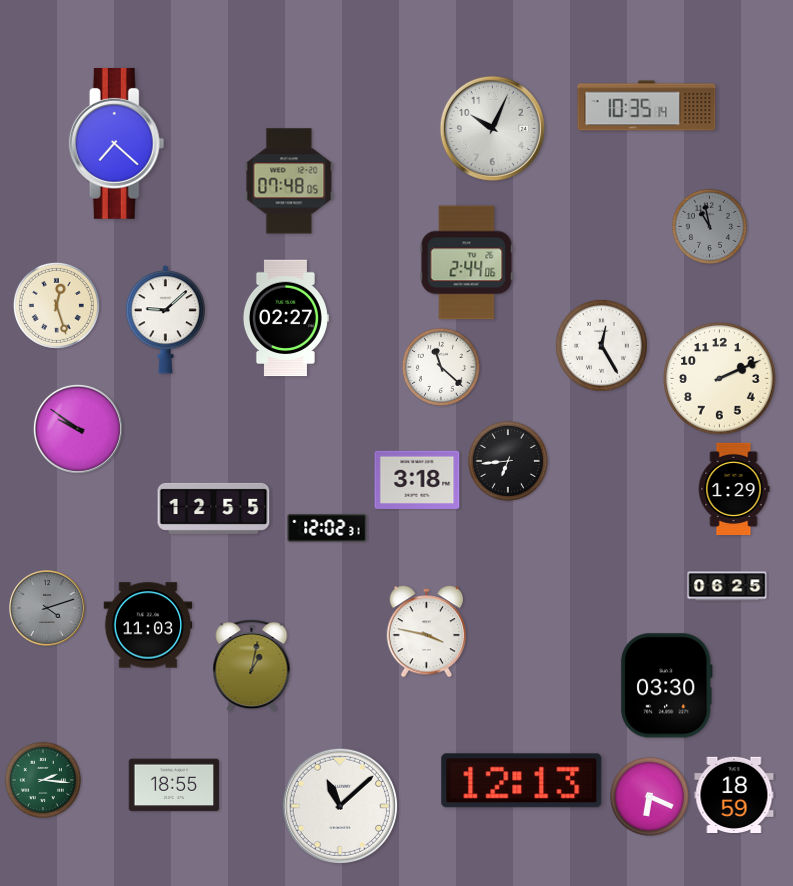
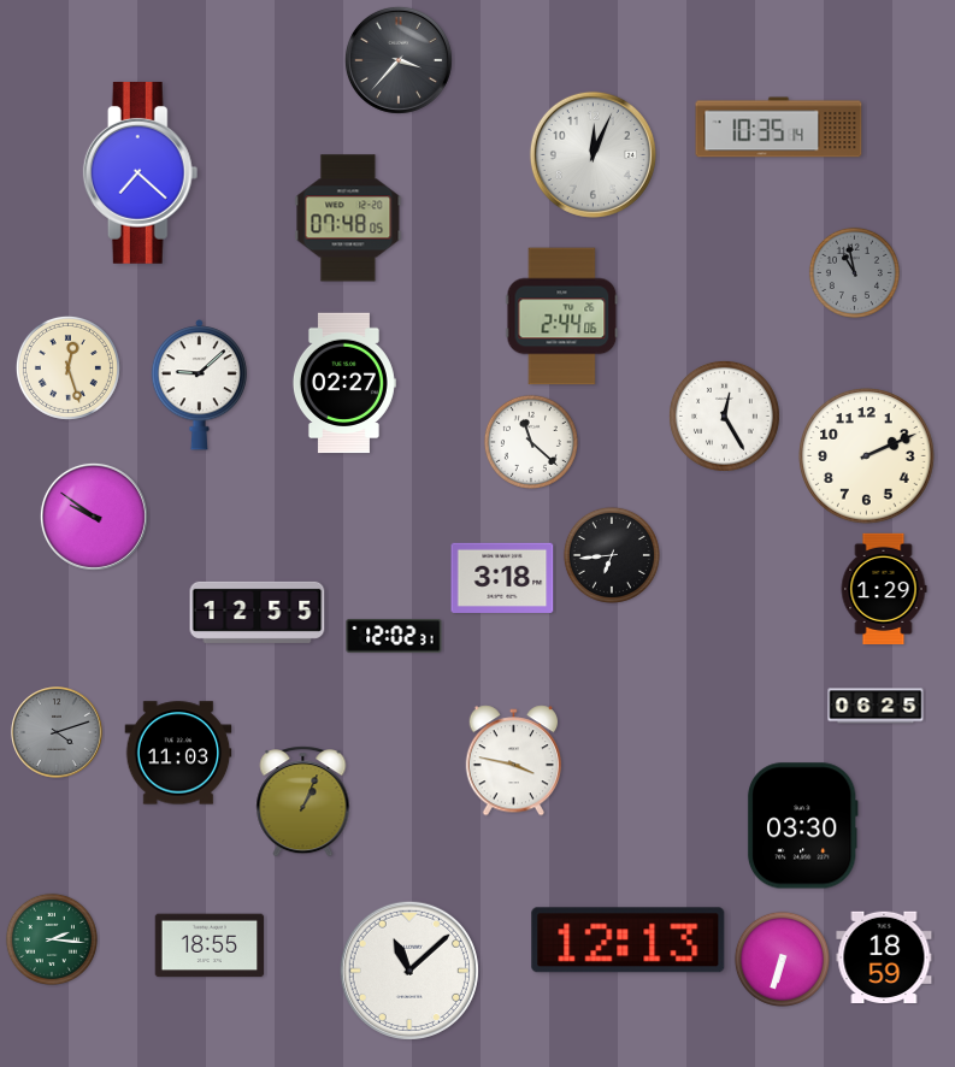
clock at (399, 60): none -> 3:37
clock at (492, 128): 10:04 -> 12:04
clock at (252, 666): 1:02 -> 1:04
clock at (649, 796): 6:19 -> 6:33
